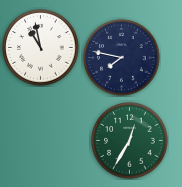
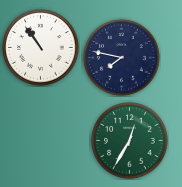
clock at (41, 48): 10:58 -> 10:54
